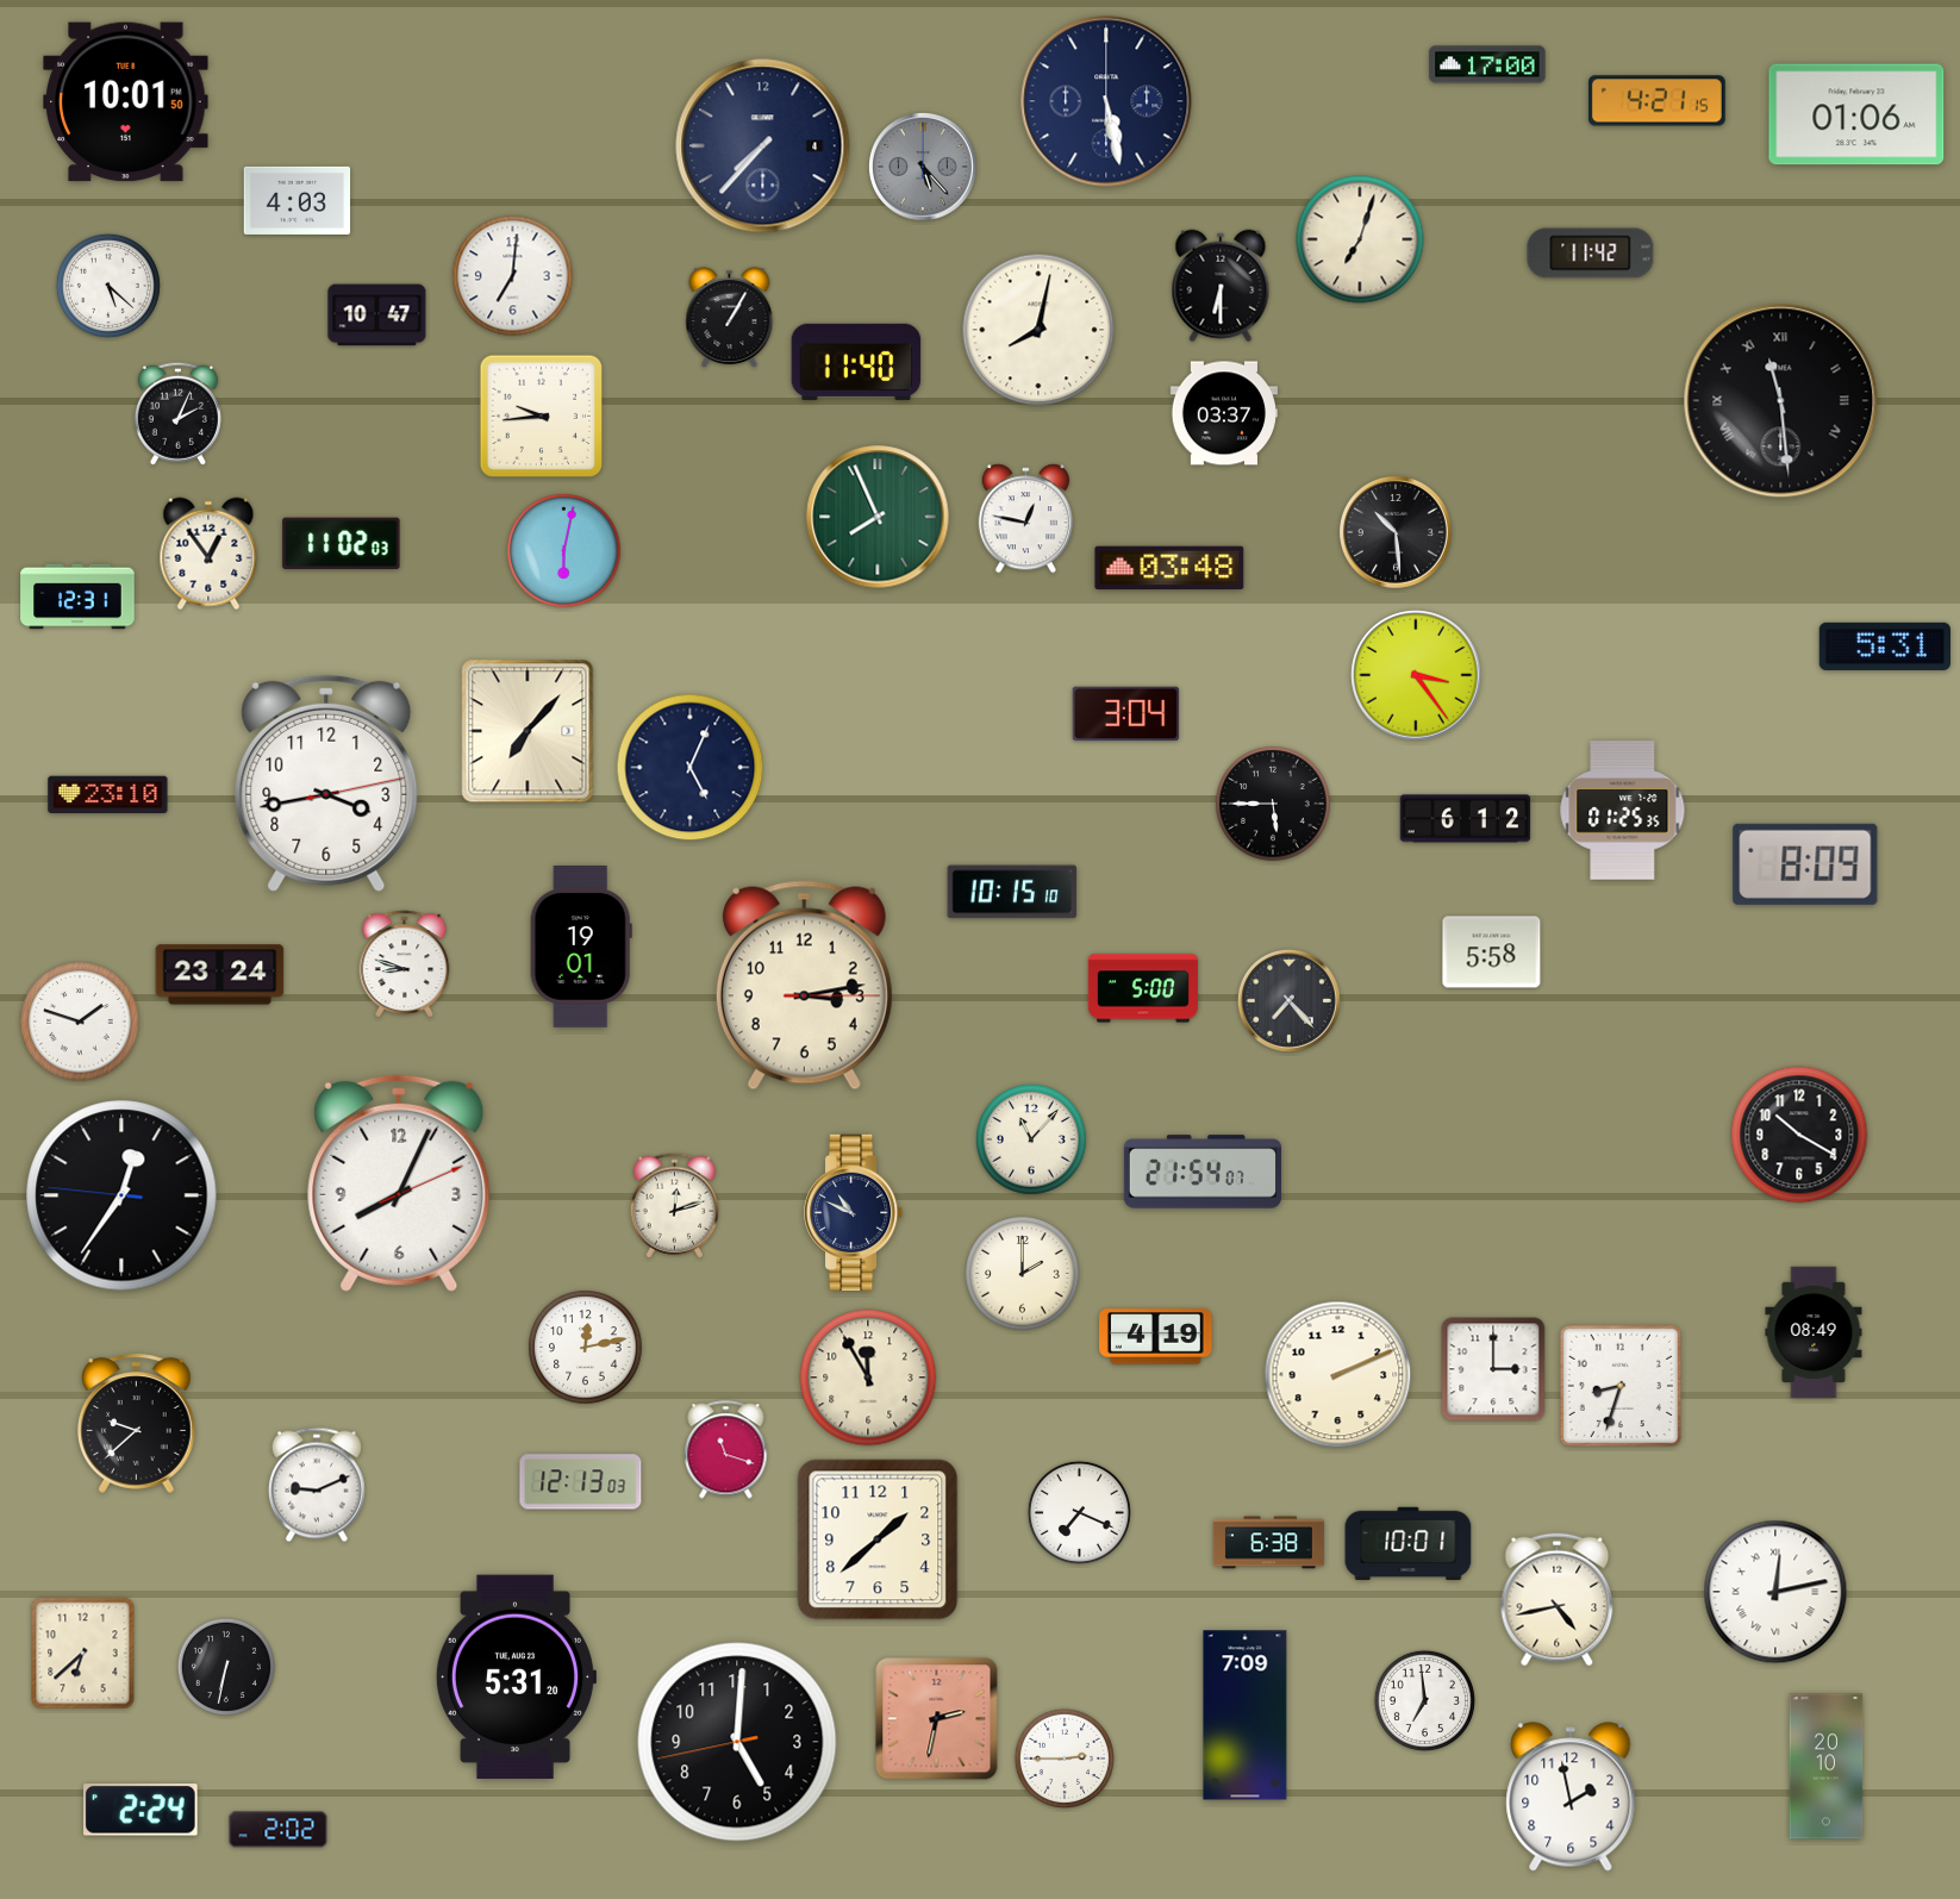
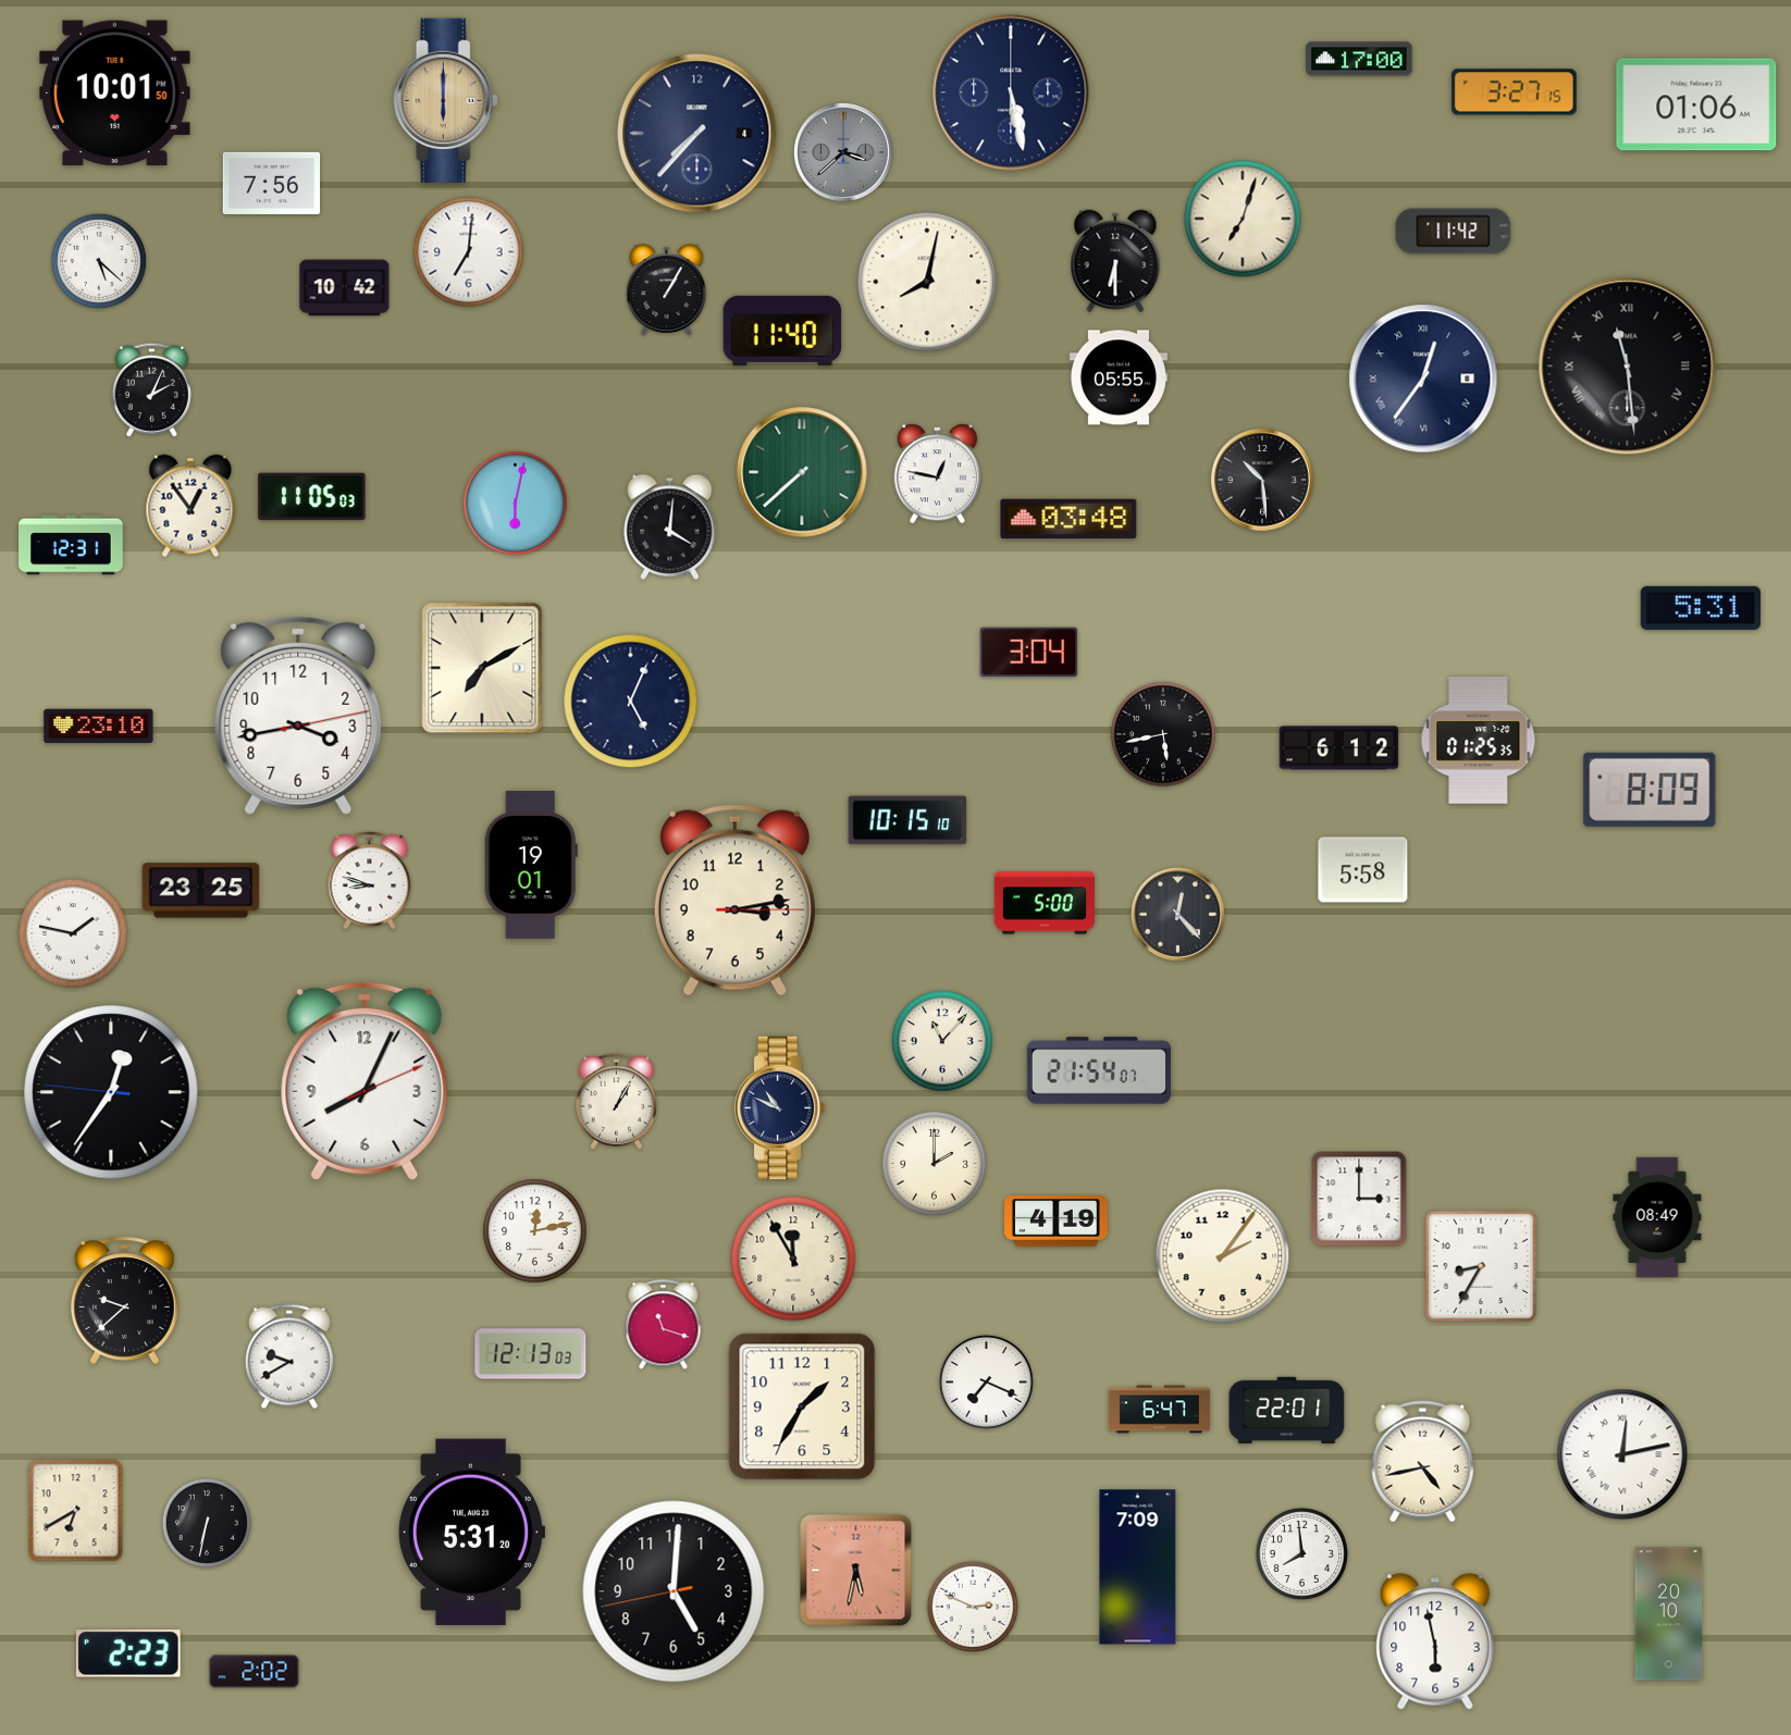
clock at (1656, 101): 4:21 -> 3:27
clock at (446, 100): none -> 6:00
clock at (923, 167): 5:23 -> 3:38
clock at (298, 200): 4:03 -> 7:56
clock at (377, 316): 10:47 -> 10:42
clock at (1038, 330) position: (1038, 330) -> (927, 282)
clock at (177, 413) position: (177, 413) -> (151, 389)
clock at (1223, 413): 03:37 -> 05:55
clock at (1423, 379): none -> 12:36
clock at (541, 416): 9:44 -> none
clock at (878, 517): 7:56 -> 7:38
clock at (1397, 533) position: (1397, 533) -> (1263, 481)
clock at (342, 544): 11:02 -> 11:05
clock at (670, 526): none -> 4:01
clock at (1884, 646) position: (1884, 646) -> (1700, 608)
clock at (1416, 675): 3:24 -> none
clock at (528, 731): 7:07 -> 7:10
clock at (1273, 804): 5:45 -> 5:43
clock at (1623, 811) position: (1623, 811) -> (1479, 741)
clock at (1012, 892) position: (1012, 892) -> (907, 820)
clock at (220, 975): 23:24 -> 23:25
clock at (1288, 1000): 7:23 -> 12:23
clock at (80, 1022): 1:48 -> 1:47
clock at (1799, 1135): 10:20 -> none
clock at (675, 1206): 12:12 -> 1:05
clock at (1493, 1369) position: (1493, 1369) -> (1359, 1199)
clock at (1338, 1375): 2:11 -> 2:06
clock at (1621, 1386): 8:33 -> 8:35
clock at (317, 1485): 9:11 -> 9:40
clock at (878, 1539): 1:38 -> 1:35
clock at (1268, 1543): 6:38 -> 6:47
clock at (1409, 1544): 10:01 -> 22:01
clock at (83, 1654): 6:38 -> 6:40
clock at (1424, 1700): 6:59 -> 7:59
clock at (937, 1719): 2:32 -> 5:32
clock at (1065, 1759): 2:45 -> 2:49
clock at (1571, 1797): 1:58 -> 5:58
clock at (141, 1810): 2:24 -> 2:23
